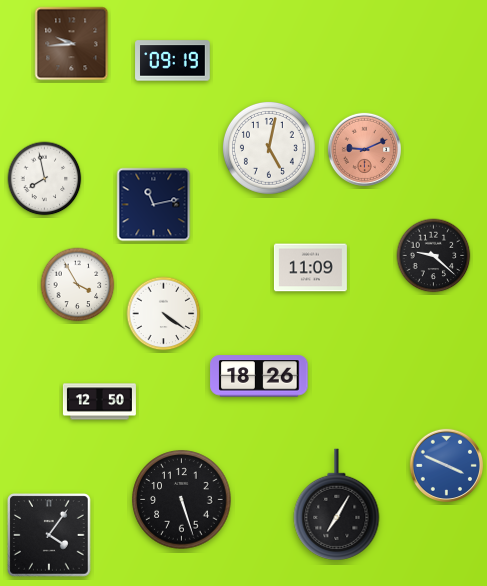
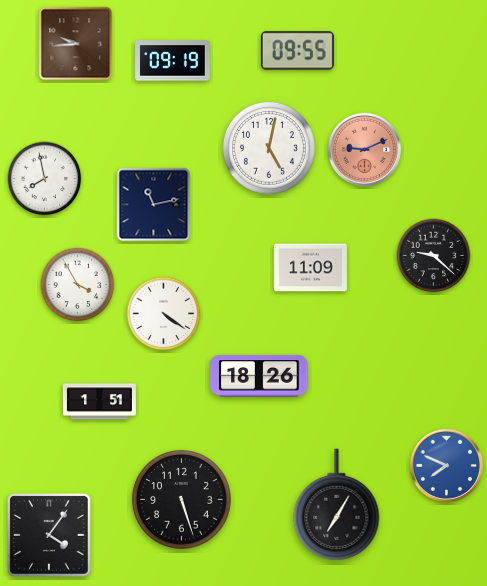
clock at (72, 44) position: (72, 44) -> (76, 44)
clock at (297, 51): none -> 09:55
clock at (99, 402): 12:50 -> 1:51
clock at (446, 465): 3:49 -> 7:49
